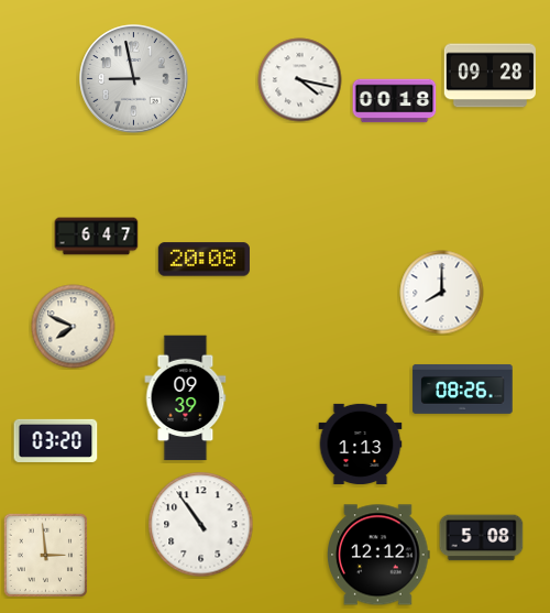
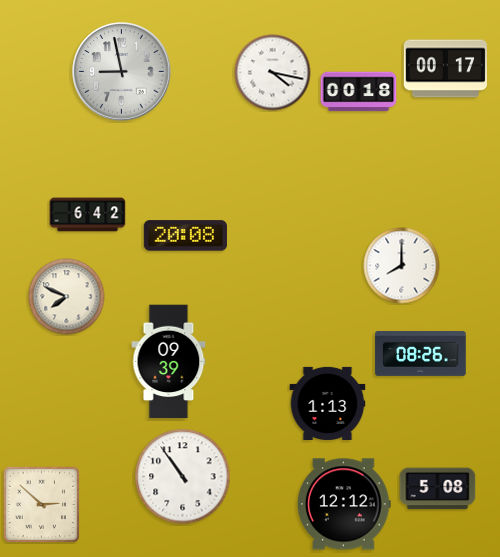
clock at (490, 76): 09:28 -> 00:17
clock at (97, 237): 6:47 -> 6:42
clock at (56, 440): 03:20 -> none
clock at (45, 555): 2:59 -> 2:52
